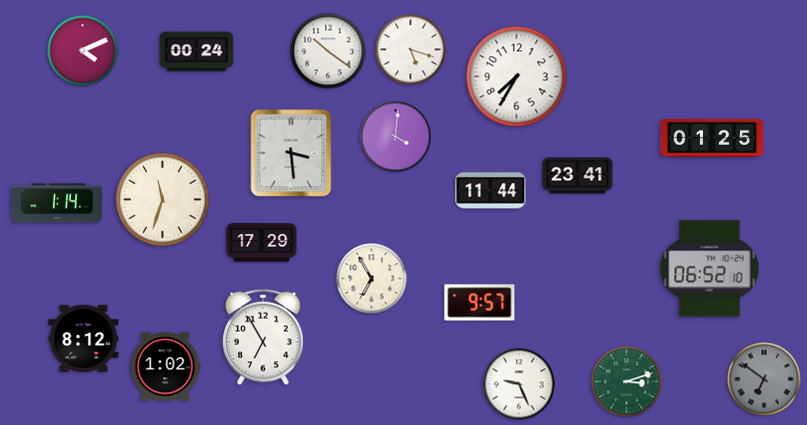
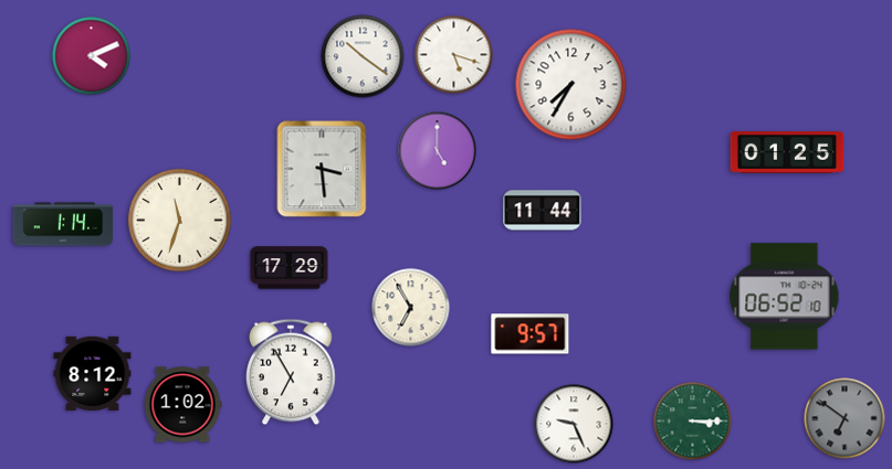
clock at (197, 52): 00:24 -> none
clock at (396, 137): 4:01 -> 5:00
clock at (578, 176): 23:41 -> none
clock at (627, 382): 3:12 -> 3:15
